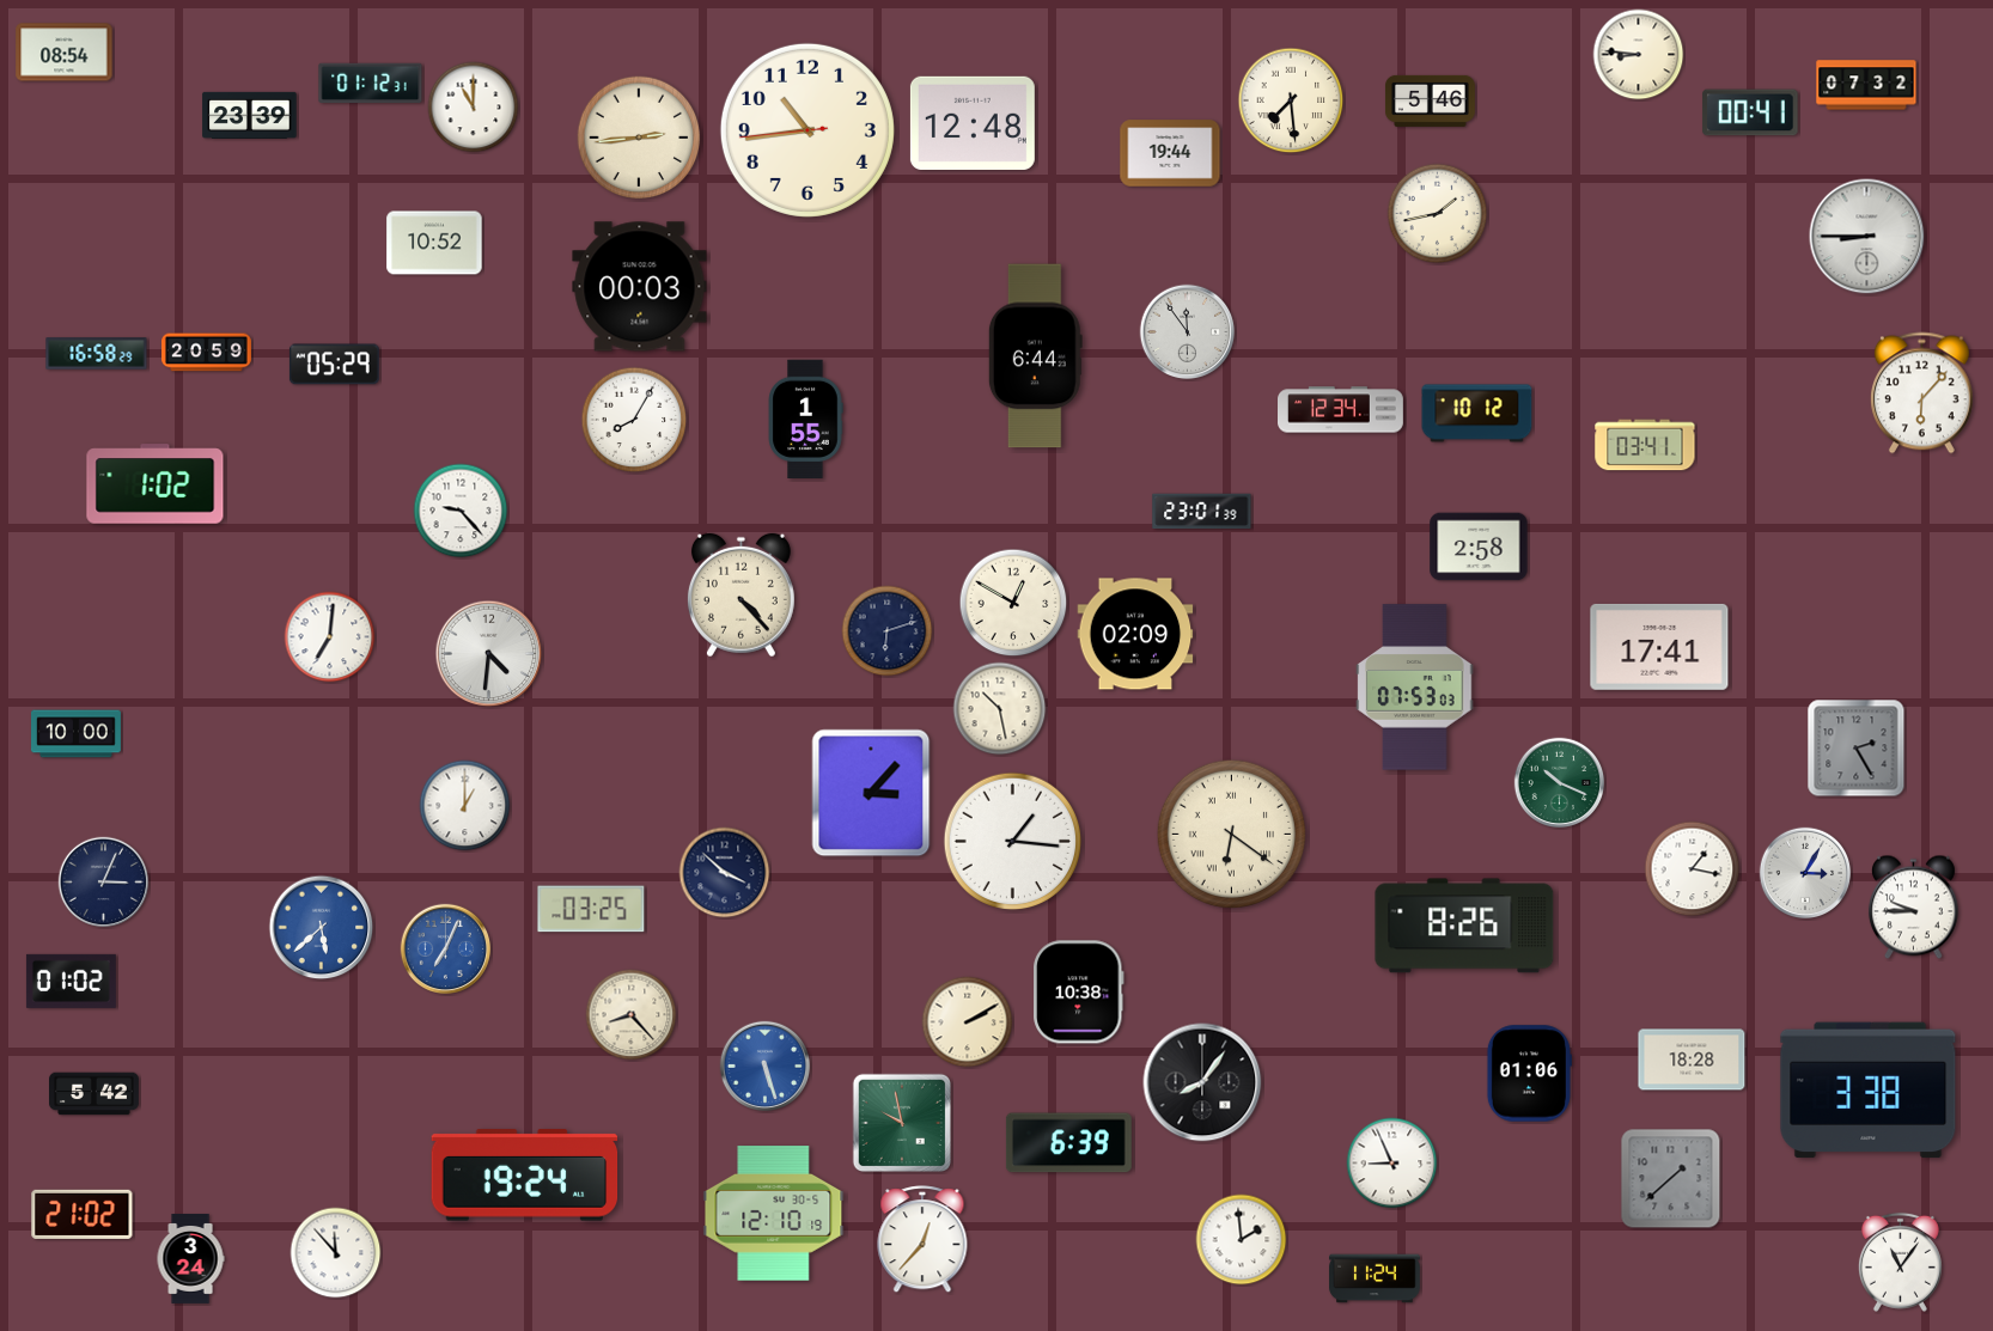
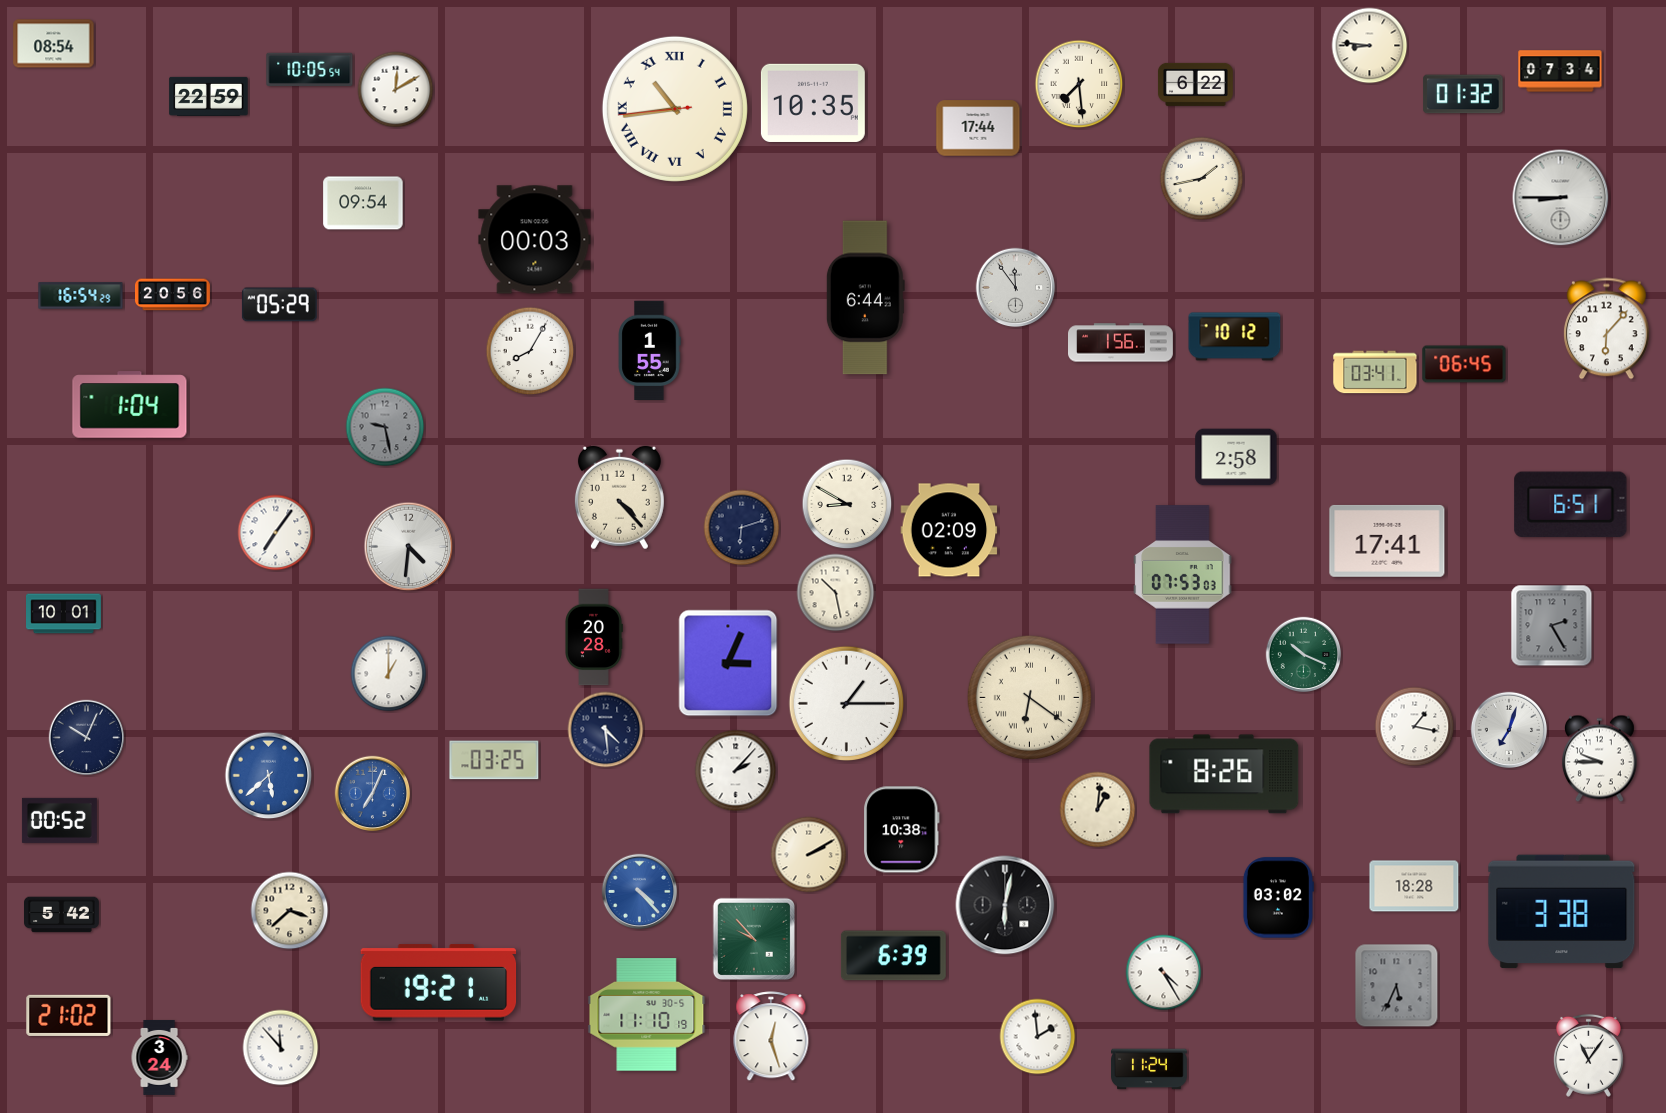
clock at (371, 83): 01:12 -> 10:05
clock at (1866, 85): 07:32 -> 07:34
clock at (1430, 100): 5:46 -> 6:22
clock at (474, 108): 11:00 -> 12:10
clock at (1750, 112): 00:41 -> 01:32
clock at (250, 115): 23:39 -> 22:59
clock at (973, 123): 12:48 -> 10:35
clock at (807, 130) numerals: Arabic -> Roman
clock at (639, 138): 2:44 -> none
clock at (1170, 153): 19:44 -> 17:44
clock at (434, 243): 10:52 -> 09:54
clock at (1188, 332) position: (1188, 332) -> (1016, 288)
clock at (207, 353): 20:59 -> 20:56
clock at (97, 354): 16:58 -> 16:54
clock at (1341, 410): 12:34 -> 1:56
clock at (1477, 414) position: (1477, 414) -> (1235, 337)
clock at (805, 419) position: (805, 419) -> (649, 350)
clock at (1464, 364): none -> 06:45
clock at (156, 484): 1:02 -> 1:04
clock at (461, 511): 9:23 -> 9:28
clock at (461, 511) dial: white -> grey
clock at (1202, 512): 23:01 -> none
clock at (1013, 603): 12:50 -> 8:50
clock at (1571, 505): none -> 6:51
clock at (330, 637): 7:01 -> 7:06
clock at (77, 734): 10:00 -> 10:01
clock at (594, 637): none -> 20:28
clock at (871, 793): 3:07 -> 3:04
clock at (1013, 842): 1:16 -> 1:15
clock at (725, 873): 3:52 -> 4:29
clock at (1805, 873): 3:05 -> 7:03
clock at (104, 883): 3:04 -> 10:04
clock at (736, 771): none -> 2:07
clock at (1098, 810): none -> 1:01
clock at (71, 981): 01:02 -> 00:52
clock at (632, 1015): 8:23 -> none
clock at (766, 1067): 5:27 -> 4:23
clock at (1529, 1074): 01:06 -> 03:02
clock at (1202, 1082): 8:06 -> 6:02
clock at (290, 911): none -> 3:38
clock at (95, 1094) position: (95, 1094) -> (62, 915)
clock at (901, 1122): 9:58 -> 9:53
clock at (1392, 1164): 8:56 -> 4:25
clock at (525, 1176): 19:24 -> 19:21
clock at (1671, 1179): 1:38 -> 5:34
clock at (774, 1214): 12:10 -> 11:10
clock at (922, 1240): 12:37 -> 12:27
clock at (190, 1259) position: (190, 1259) -> (159, 1058)
